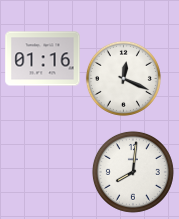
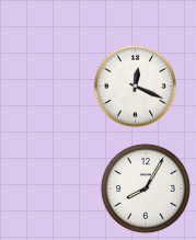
clock at (43, 59): 01:16 -> none
clock at (133, 172): 8:01 -> 8:05
